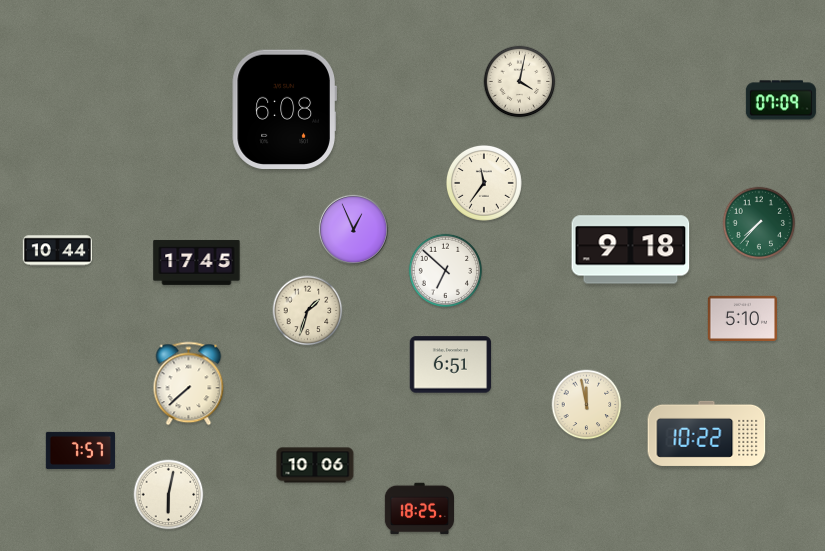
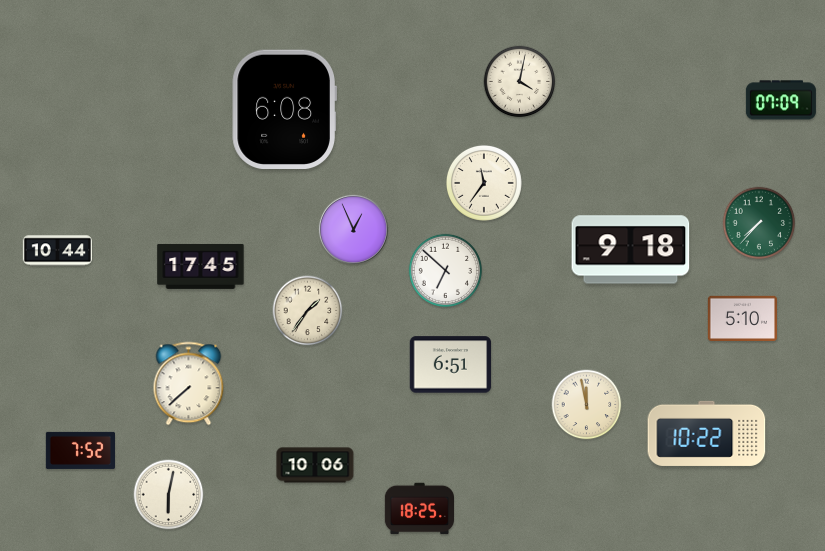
clock at (197, 262) position: (197, 262) -> (201, 266)
clock at (308, 311): 1:33 -> 1:36
clock at (80, 450): 7:57 -> 7:52
